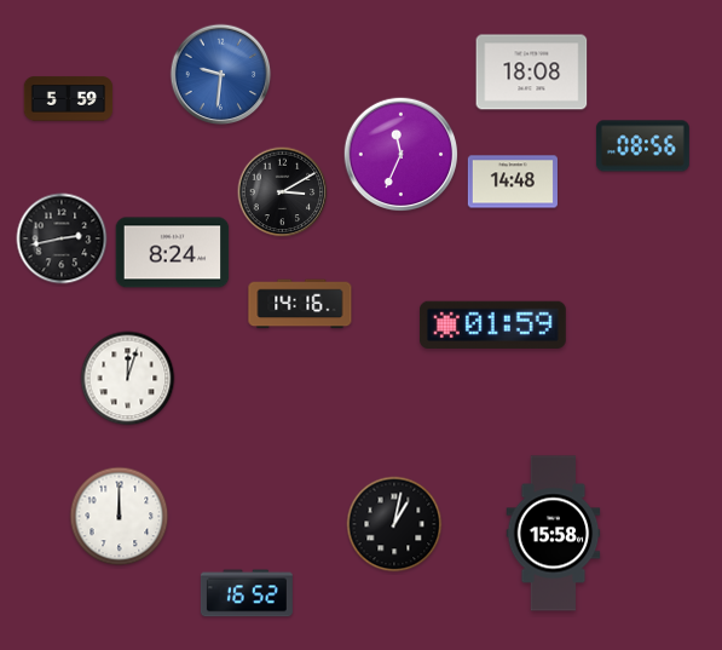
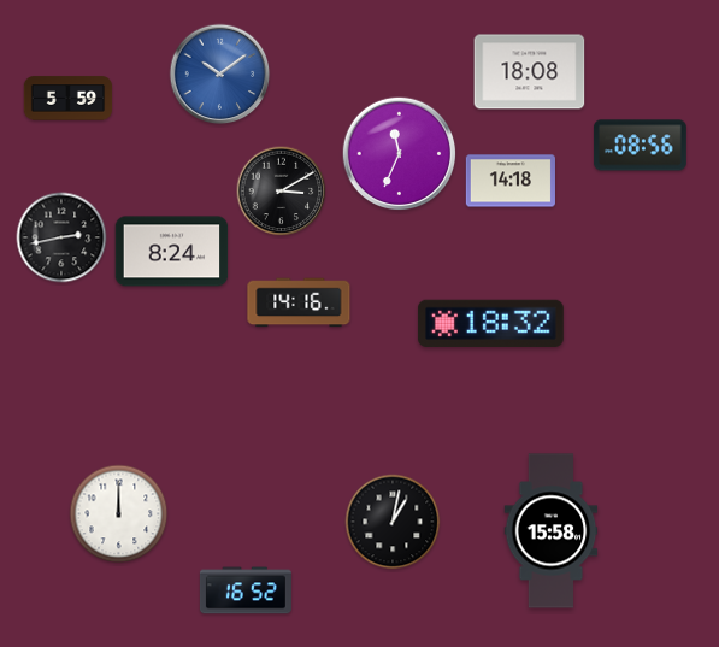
clock at (221, 75): 9:31 -> 10:09
clock at (513, 182): 14:48 -> 14:18
clock at (492, 324): 01:59 -> 18:32
clock at (128, 379): 12:03 -> none
